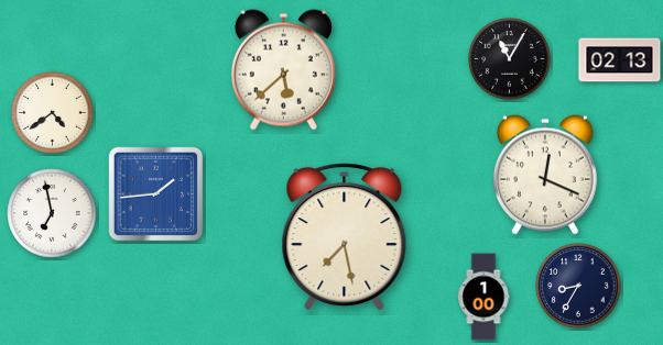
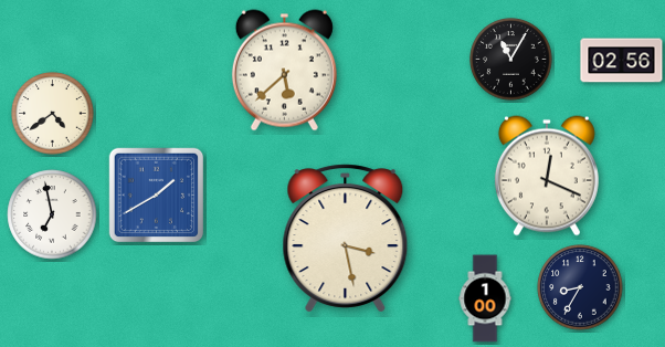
clock at (620, 60): 02:13 -> 02:56
clock at (156, 194): 1:44 -> 1:40
clock at (345, 237): 7:28 -> 3:28
